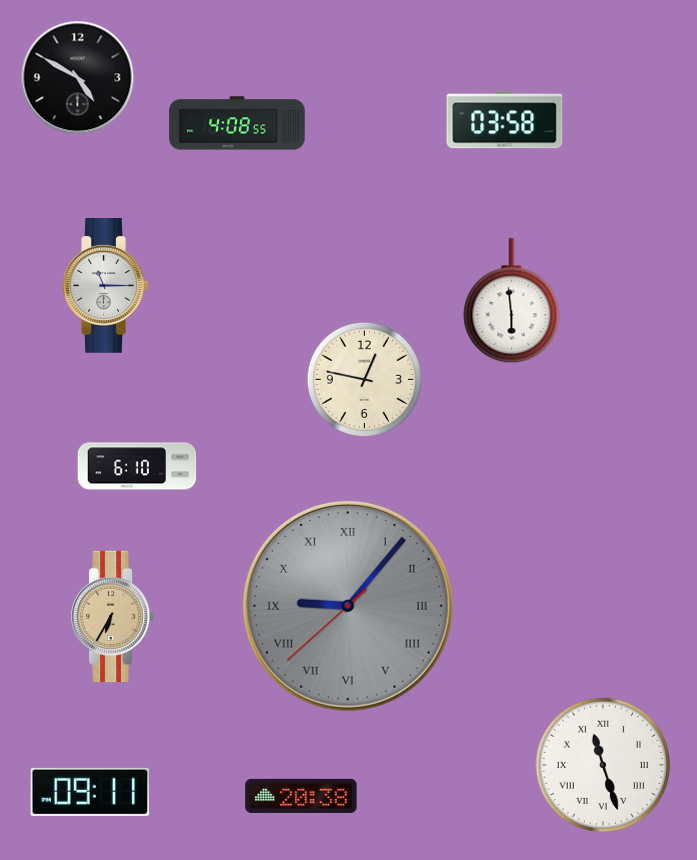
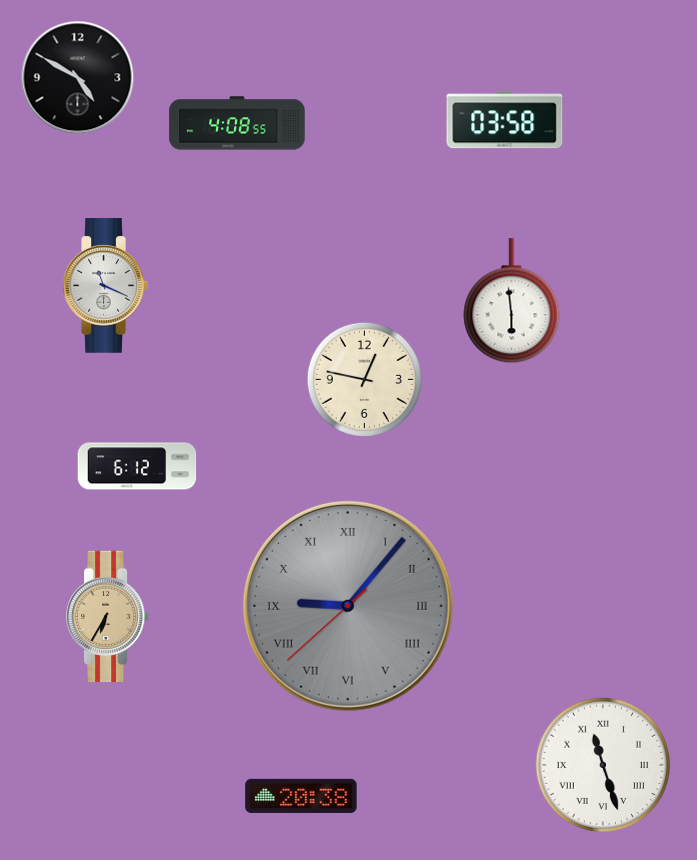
clock at (105, 286): 11:15 -> 11:19
clock at (137, 466): 6:10 -> 6:12
clock at (113, 617) position: (113, 617) -> (108, 617)
clock at (89, 792): 09:11 -> none
